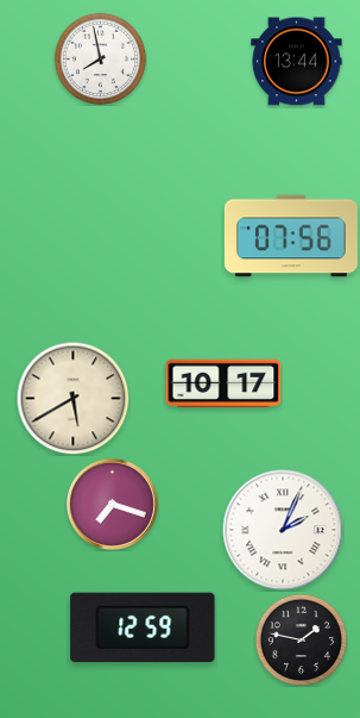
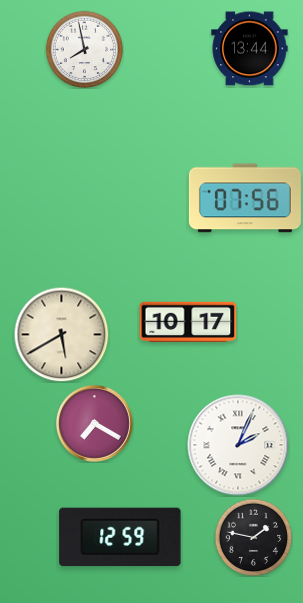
clock at (297, 62) position: (297, 62) -> (250, 49)
clock at (112, 504): 7:18 -> 7:20
clock at (143, 628) position: (143, 628) -> (120, 537)
